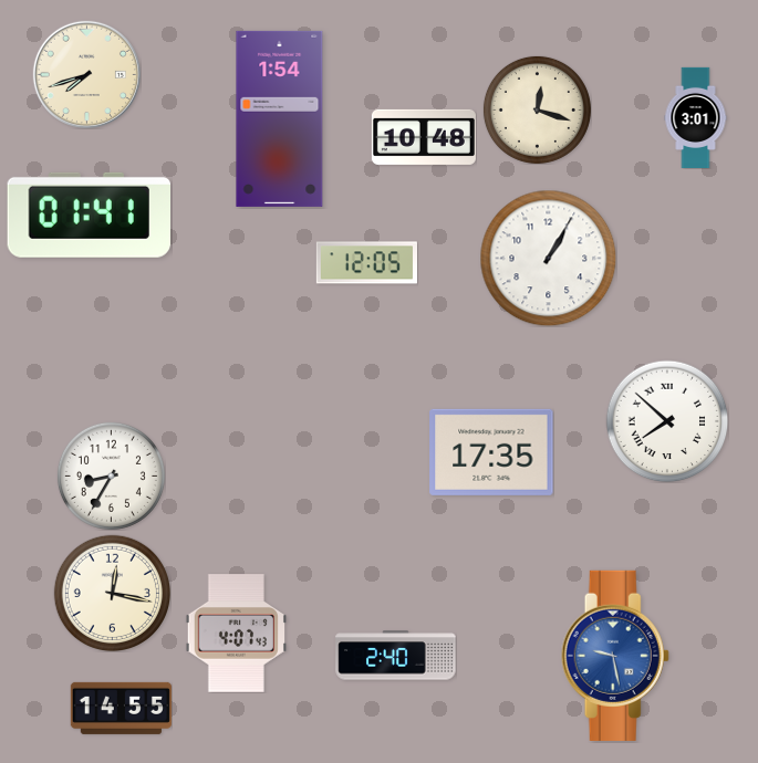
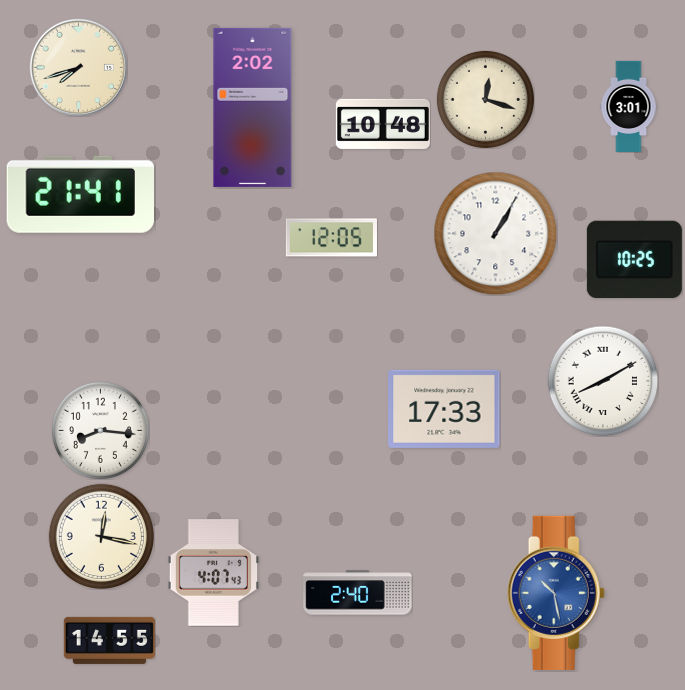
clock at (280, 118): 1:54 -> 2:02
clock at (89, 215): 01:41 -> 21:41
clock at (634, 259): none -> 10:25
clock at (667, 421): 7:52 -> 8:10
clock at (491, 452): 17:35 -> 17:33
clock at (111, 475): 8:35 -> 8:16
clock at (615, 656): 9:28 -> 10:28
